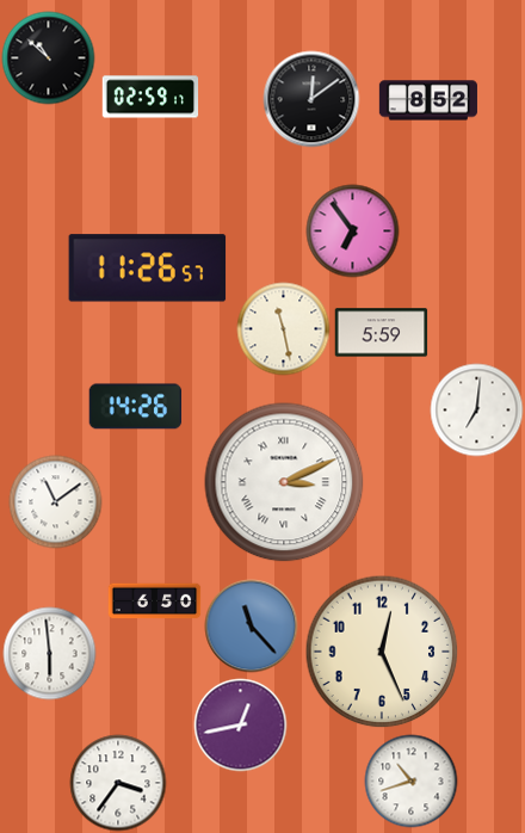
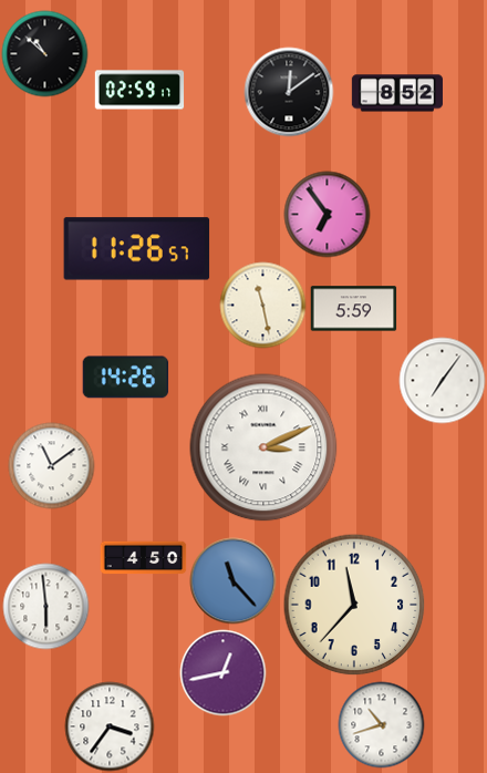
clock at (476, 409): 7:01 -> 7:06
clock at (154, 601): 6:50 -> 4:50
clock at (382, 652): 12:26 -> 11:37
